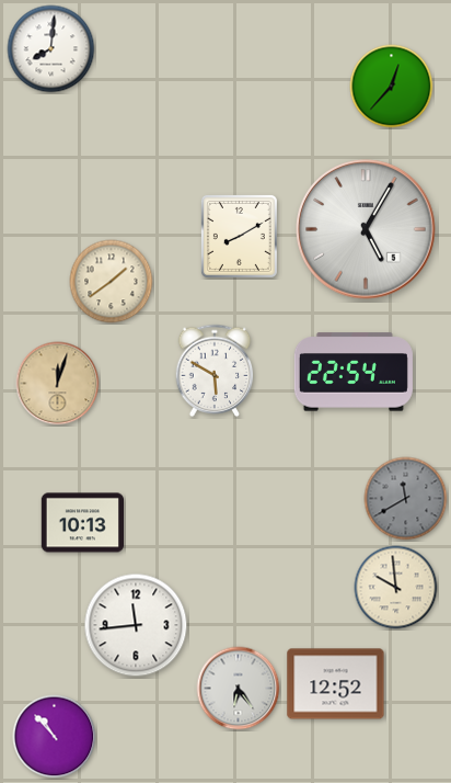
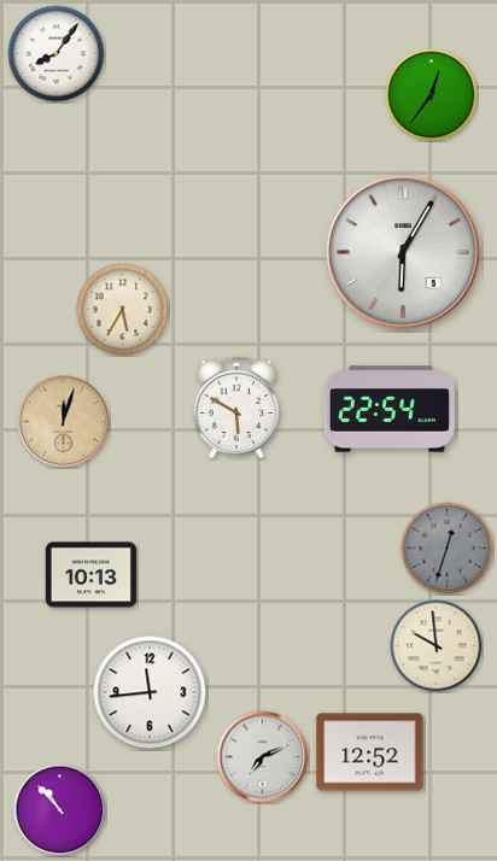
clock at (51, 49): 8:01 -> 8:06
clock at (392, 87): 12:37 -> 12:36
clock at (366, 229): 5:05 -> 6:05
clock at (239, 236): 8:10 -> none
clock at (112, 282): 1:39 -> 5:35
clock at (406, 499): 11:40 -> 12:33
clock at (136, 625) position: (136, 625) -> (150, 692)
clock at (239, 689): 6:24 -> 7:11
